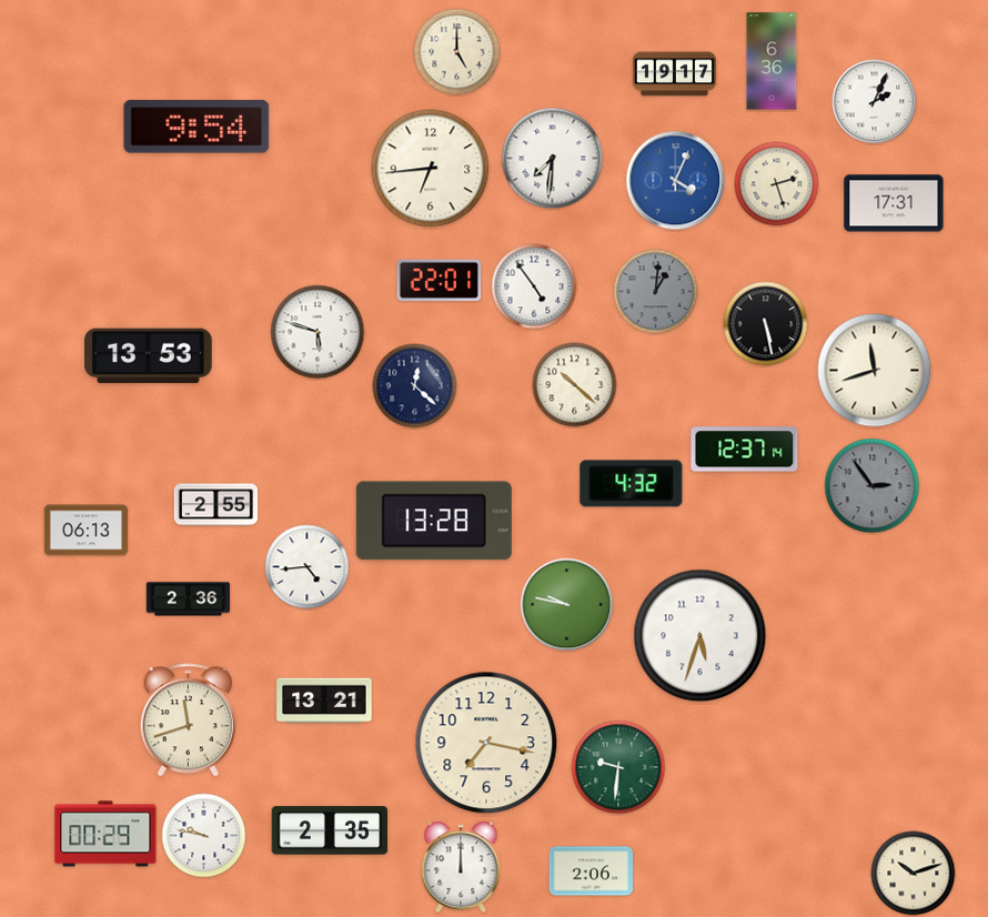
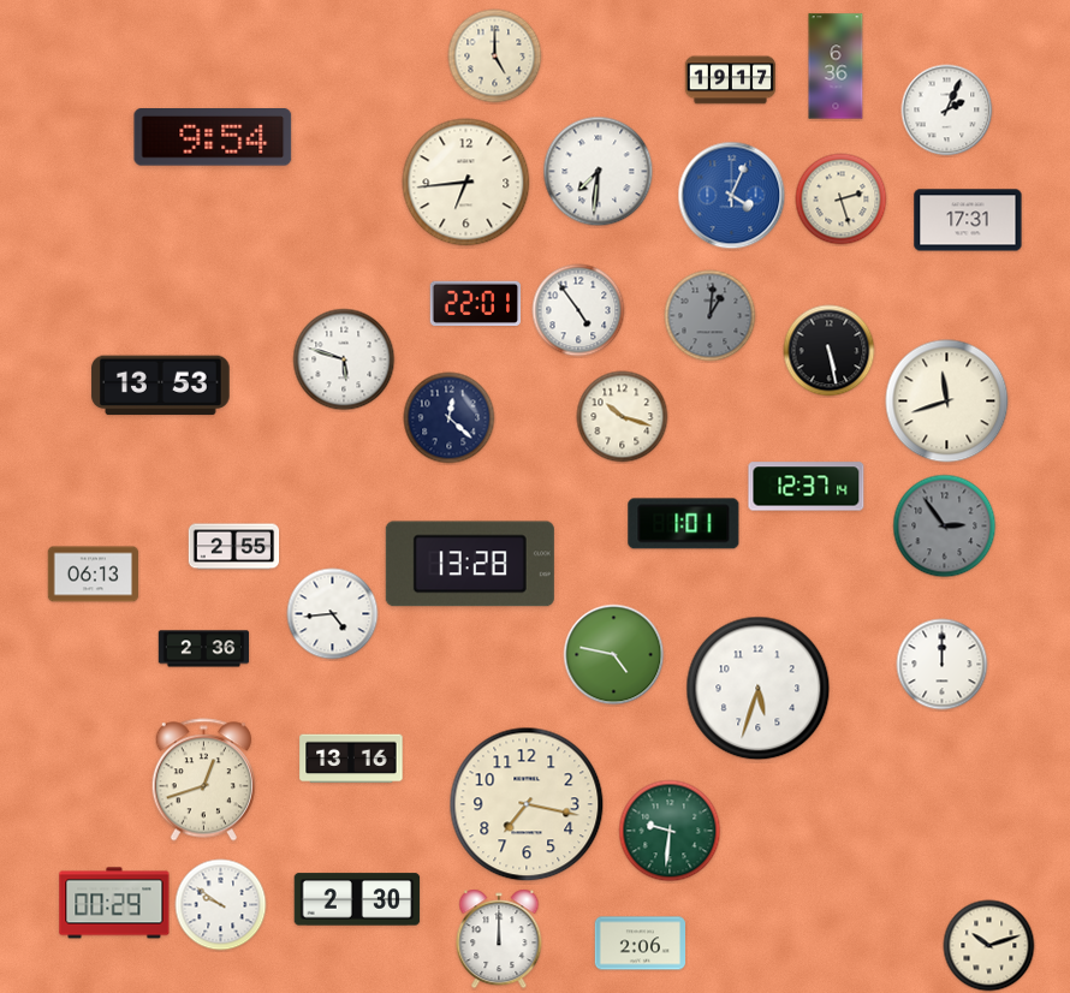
clock at (575, 385): 10:22 -> 10:18
clock at (632, 484): 4:32 -> 1:01
clock at (567, 605): 9:47 -> 4:47
clock at (943, 665): none -> 12:00
clock at (324, 701): 13:21 -> 13:16
clock at (188, 720): 11:42 -> 12:42
clock at (330, 830): 2:35 -> 2:30
clock at (204, 836): 9:47 -> 9:51
